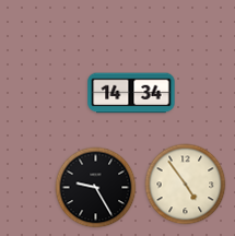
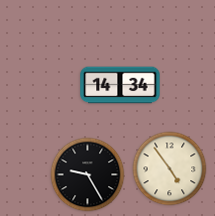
clock at (96, 188) position: (96, 188) -> (88, 175)
